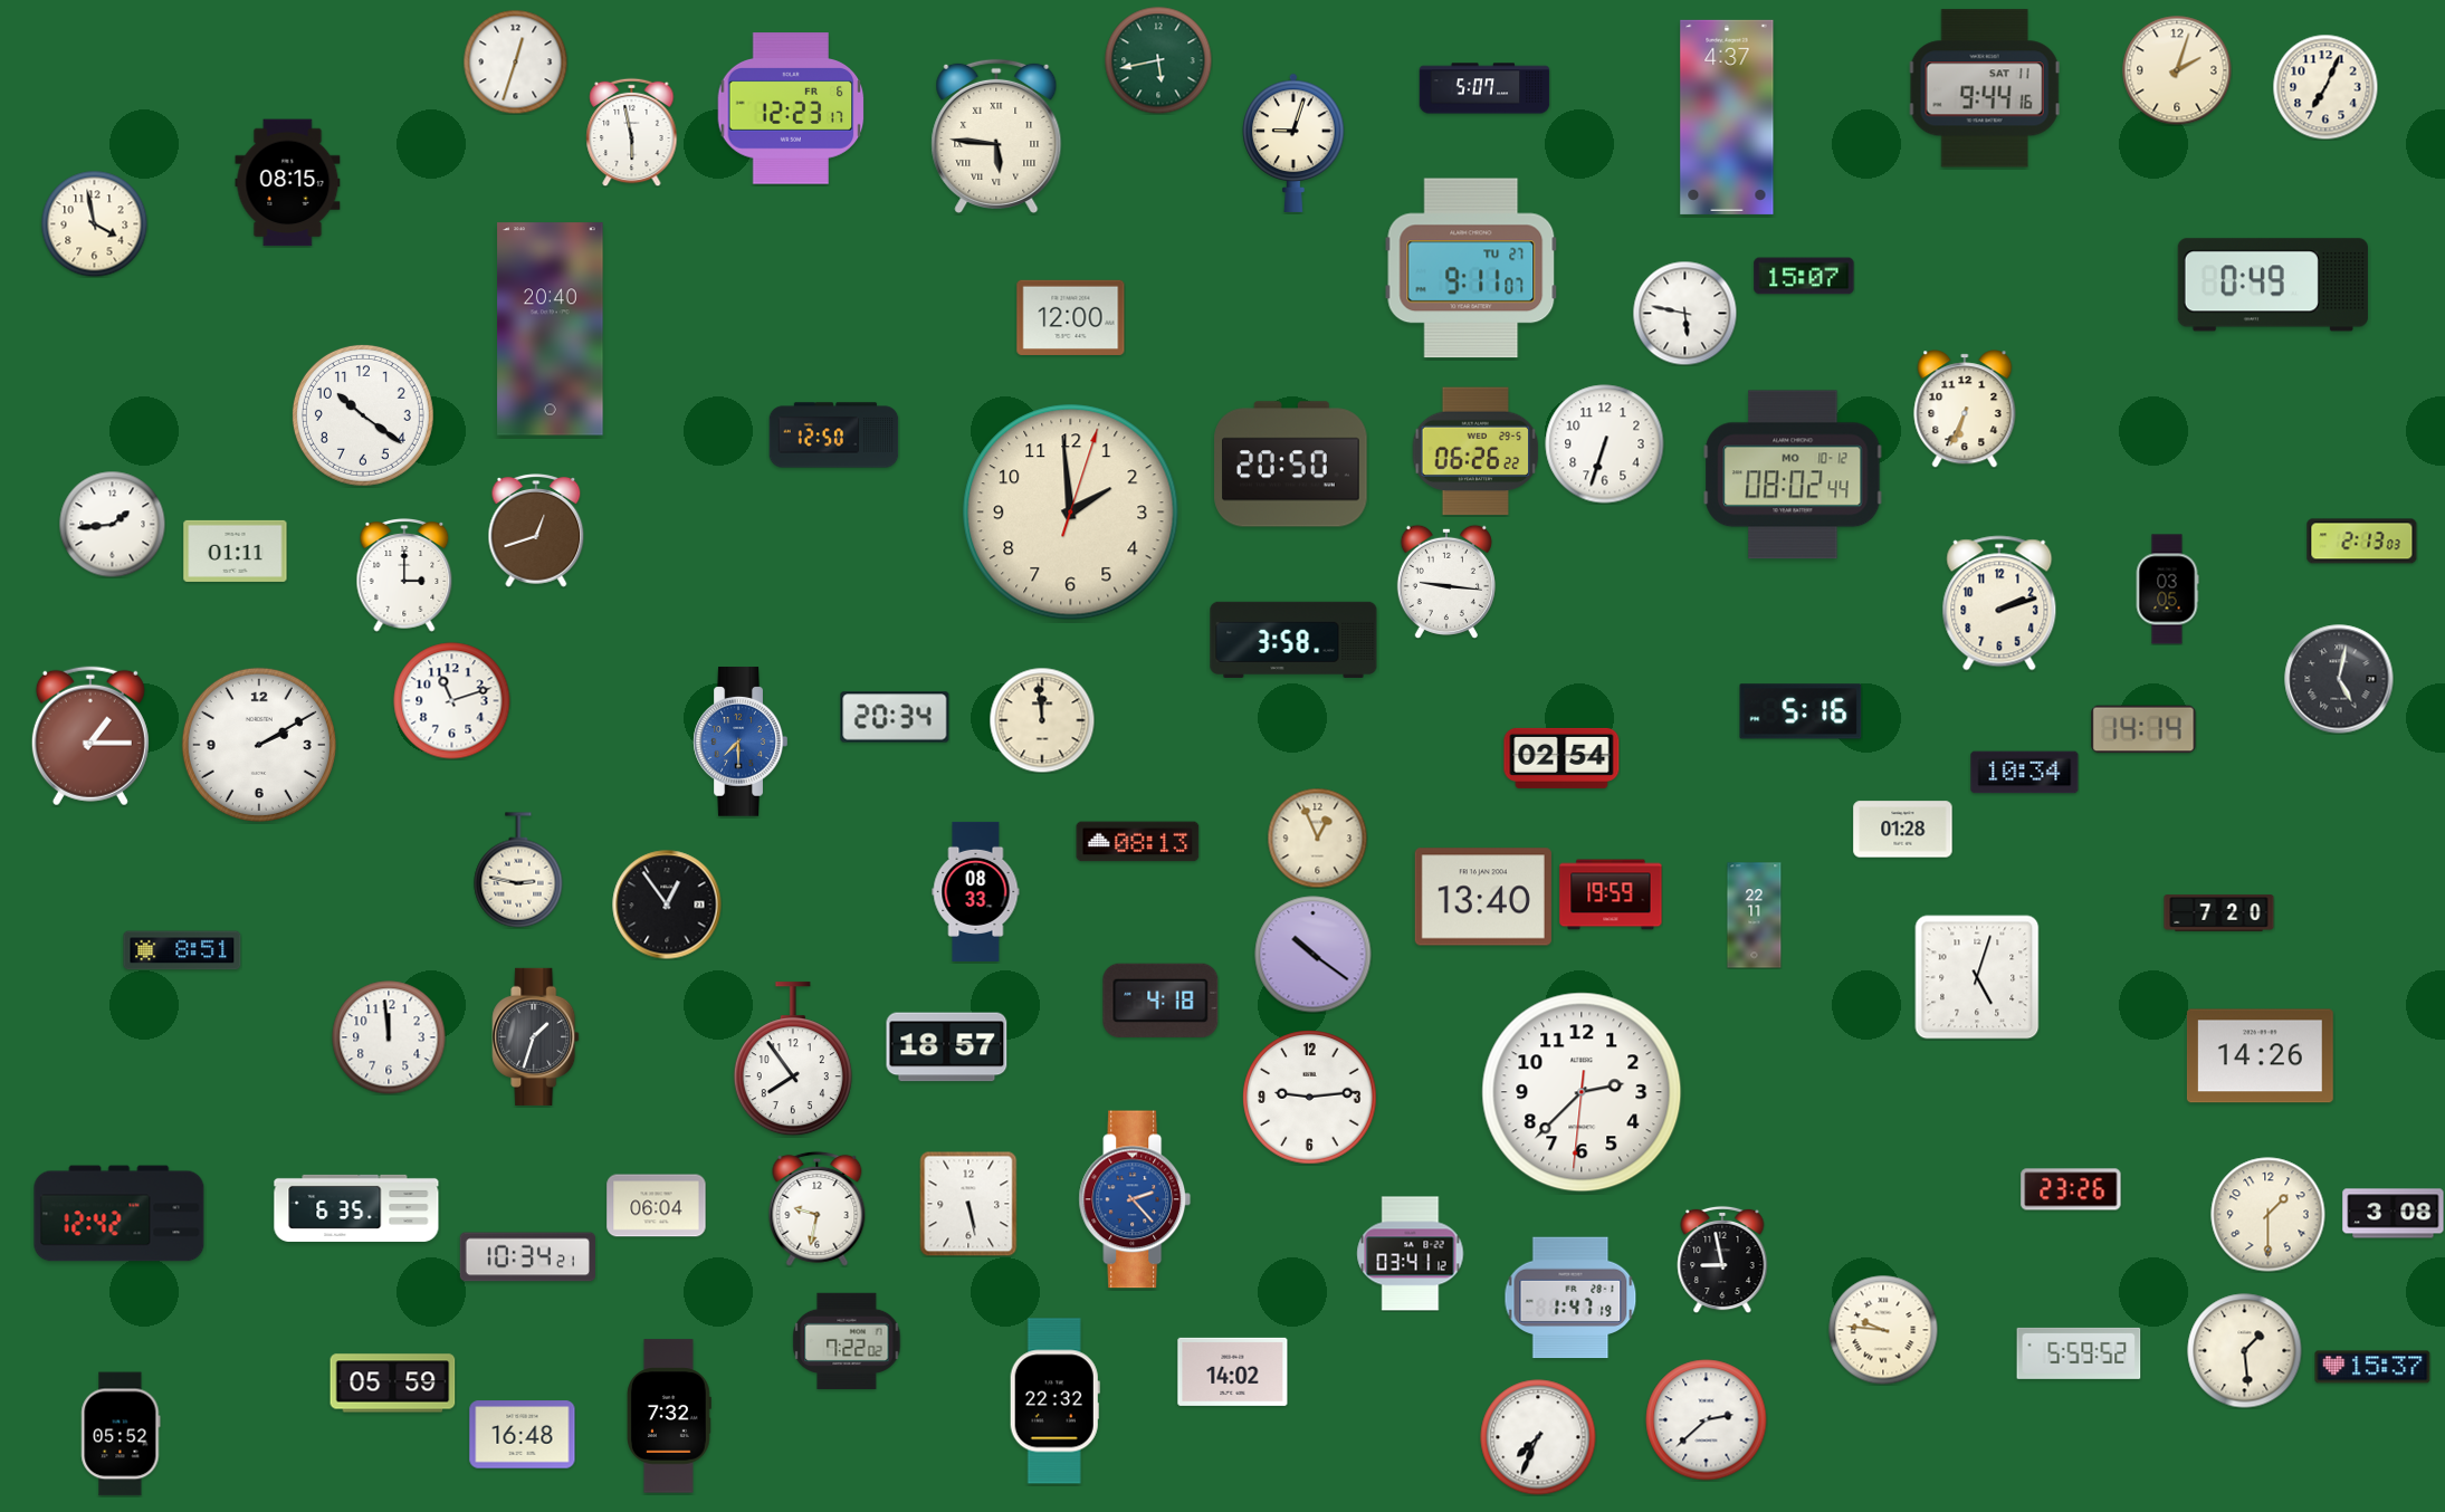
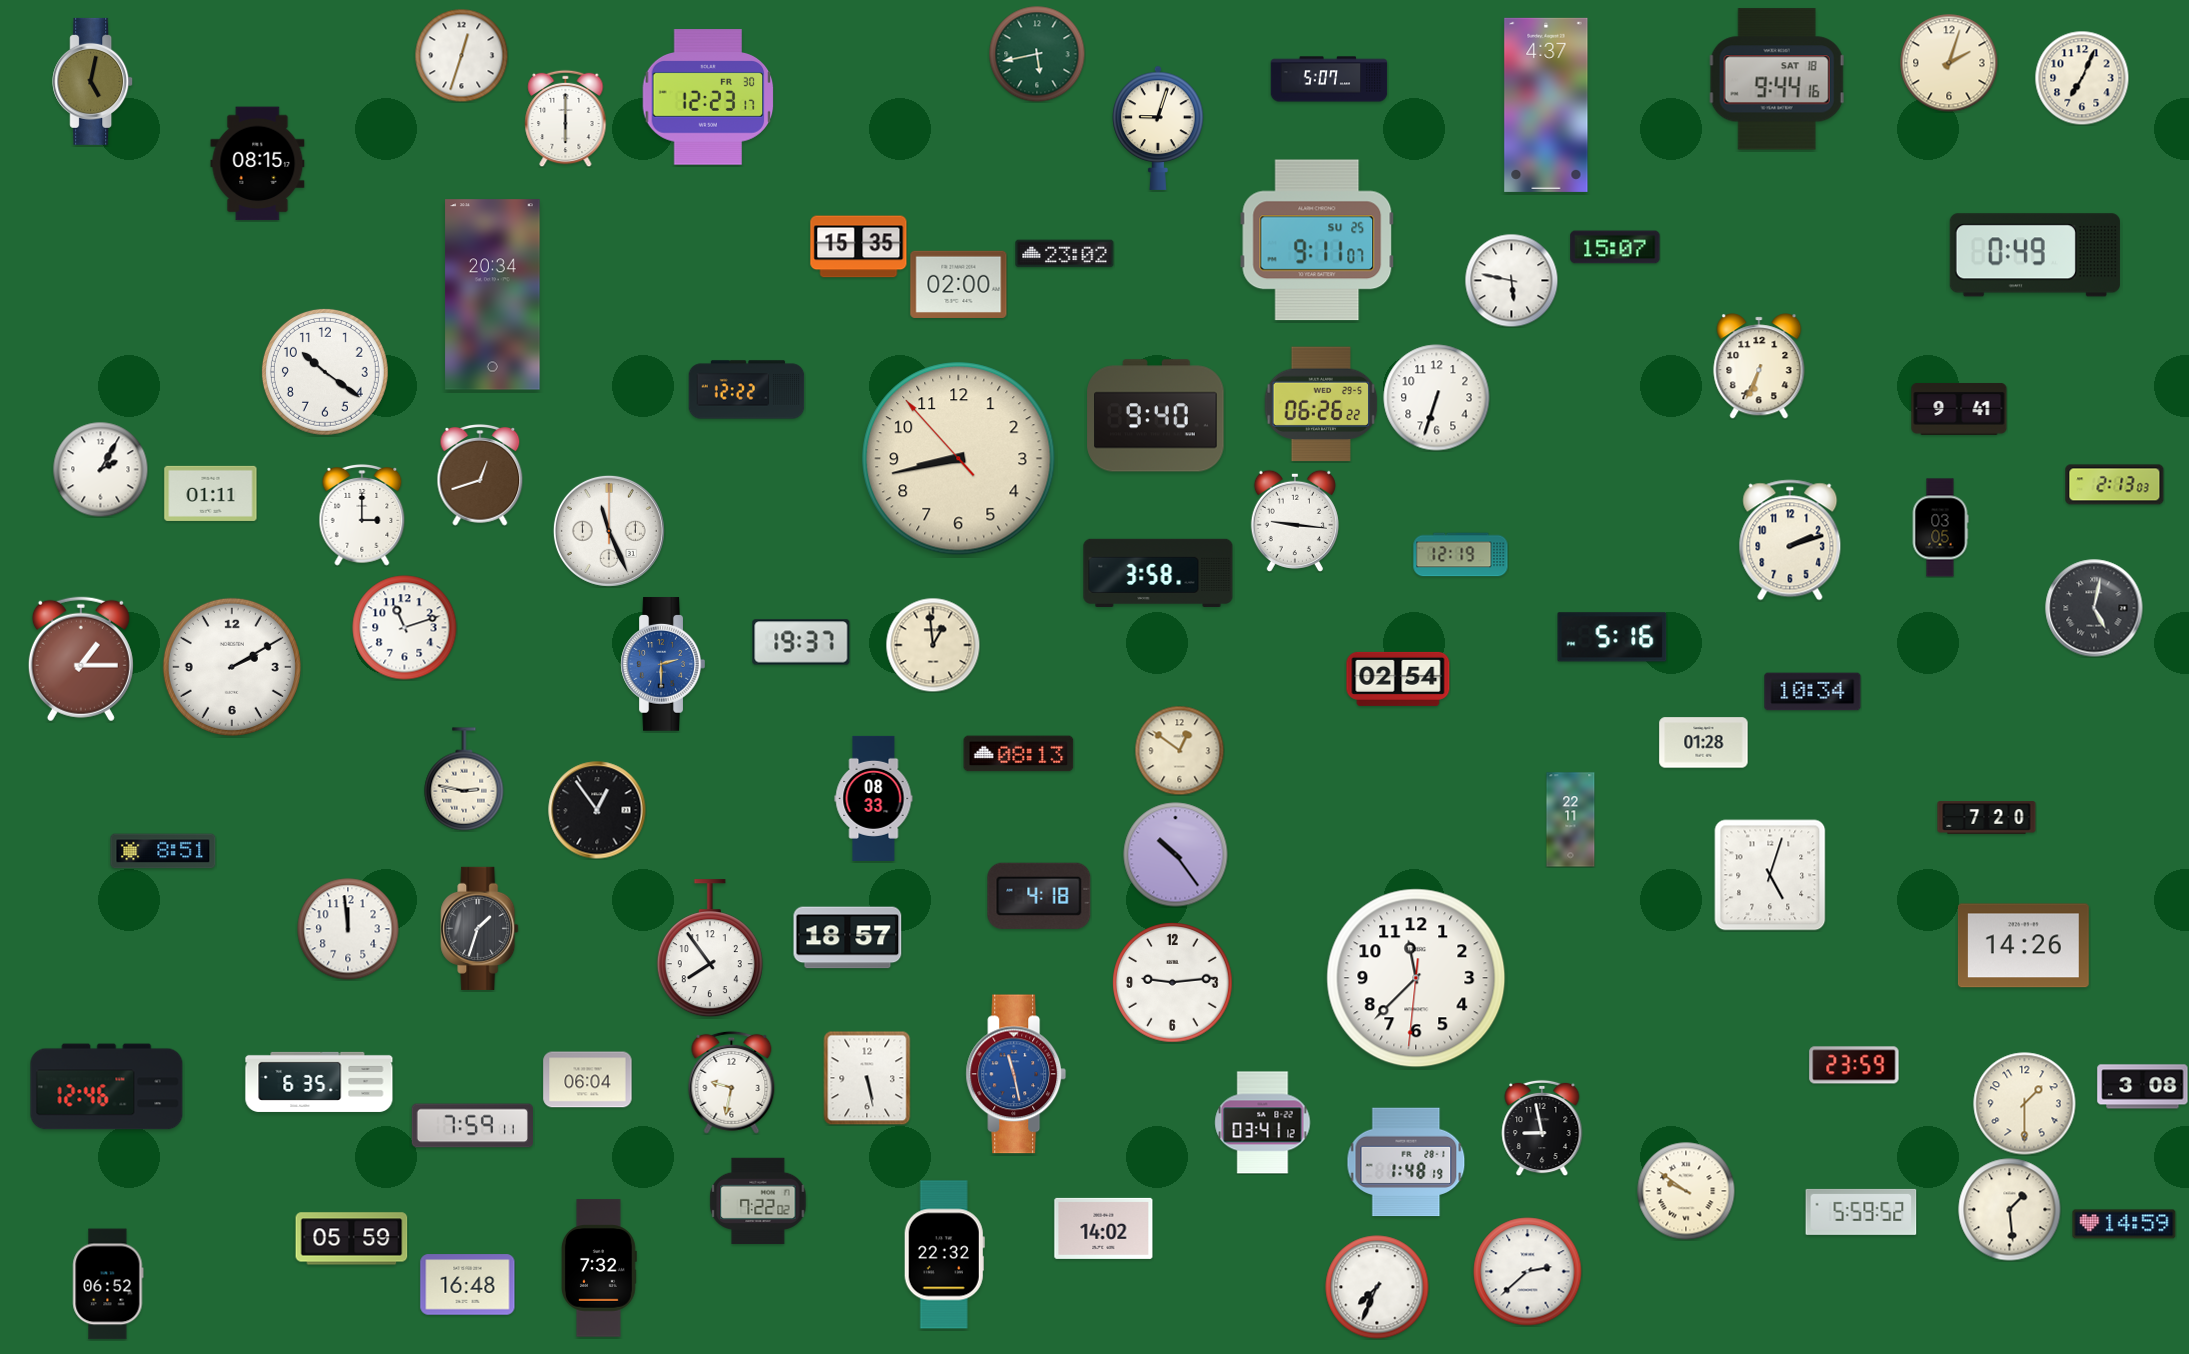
clock at (1985, 88) date: SAT 11 -> SAT 18
clock at (93, 81): none -> 5:02
clock at (791, 108) date: FR 6 -> FR 30
clock at (632, 132): 5:58 -> 6:00
clock at (996, 136): 5:46 -> none
clock at (94, 223): 3:58 -> none
clock at (1471, 268) date: TU 27 -> SU 25
clock at (859, 247): none -> 15:35
clock at (1065, 254): none -> 23:02
clock at (1684, 313) position: (1684, 313) -> (1511, 280)
clock at (1071, 317): 12:00 -> 02:00
clock at (551, 329): 20:40 -> 20:34
clock at (834, 436): 12:50 -> 12:22
clock at (1959, 410): none -> 9:41
clock at (1291, 465): 20:50 -> 9:40
clock at (1793, 475): 08:02 -> none
clock at (1071, 513): 1:59 -> 8:42
clock at (112, 524): 1:44 -> 2:05
clock at (609, 531): none -> 11:26
clock at (1461, 555): none -> 12:19
clock at (895, 717): 20:34 -> 19:37
clock at (1042, 720): 11:59 -> 12:59
clock at (2143, 729): 14:14 -> none
clock at (741, 741): 7:30 -> 2:30
clock at (1317, 838): 12:56 -> 12:51
clock at (1611, 894): 19:59 -> none
clock at (1483, 897): 13:40 -> none
clock at (1314, 955): 10:21 -> 10:24
clock at (1582, 1092): 2:37 -> 11:37
clock at (2071, 1189): 23:26 -> 23:59
clock at (1135, 1199): 2:23 -> 11:28
clock at (120, 1214): 12:42 -> 12:46
clock at (2269, 1215) position: (2269, 1215) -> (2025, 1104)
clock at (527, 1257): 10:34 -> 7:59
clock at (1570, 1298): 1:47 -> 1:48
clock at (1883, 1330): 9:46 -> 9:51
clock at (2372, 1367): 15:37 -> 14:59
clock at (121, 1434): 05:52 -> 06:52
